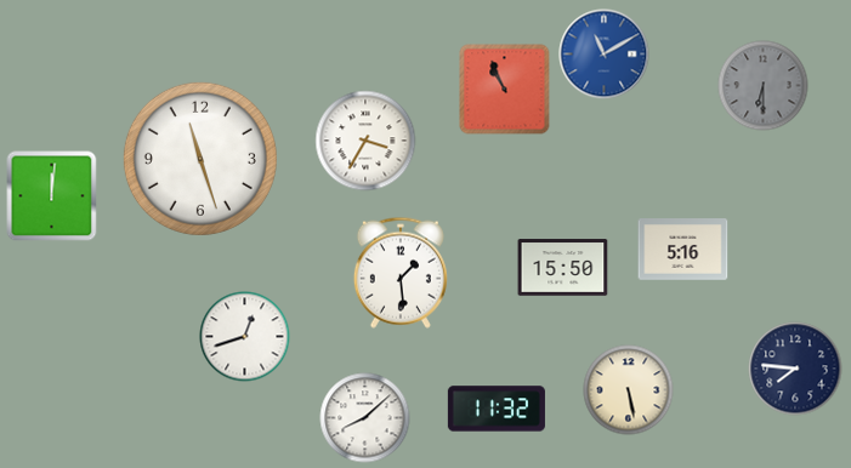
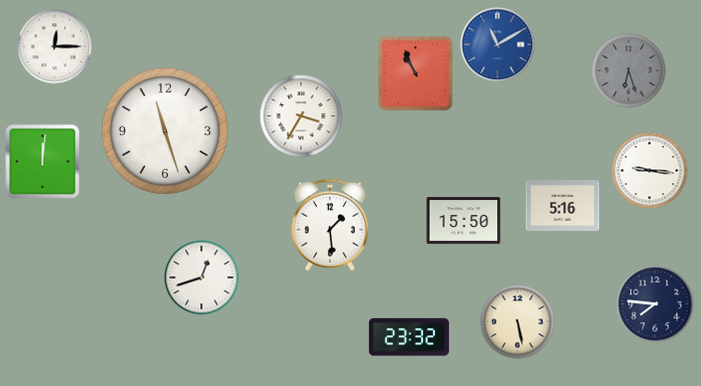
clock at (55, 47): none -> 12:15
clock at (764, 86): 6:30 -> 6:27
clock at (650, 171): none -> 9:16
clock at (497, 409): 11:32 -> 23:32
clock at (365, 418): 8:08 -> none
